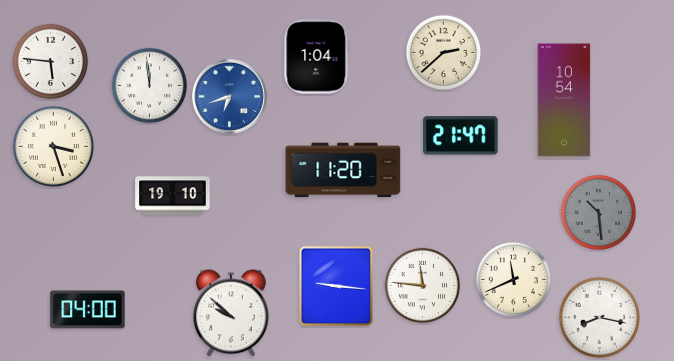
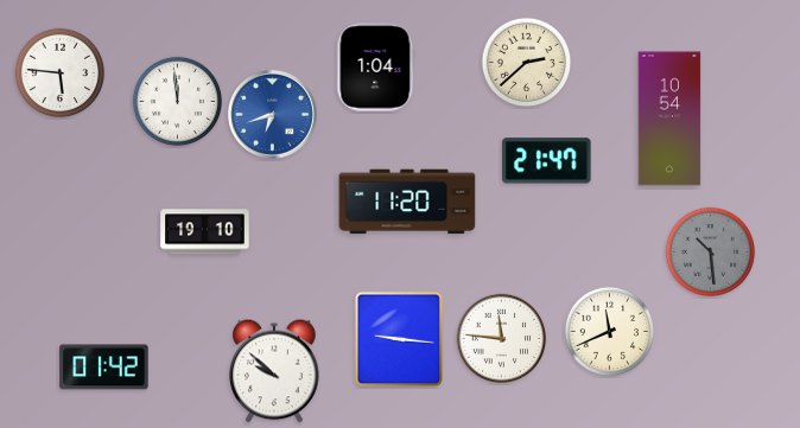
clock at (53, 146): 3:27 -> none
clock at (88, 310): 04:00 -> 01:42
clock at (599, 317): 8:17 -> none
